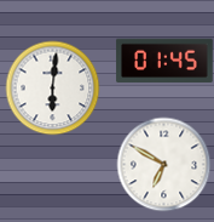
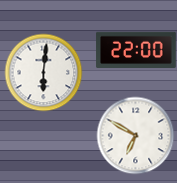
clock at (164, 61): 01:45 -> 22:00
